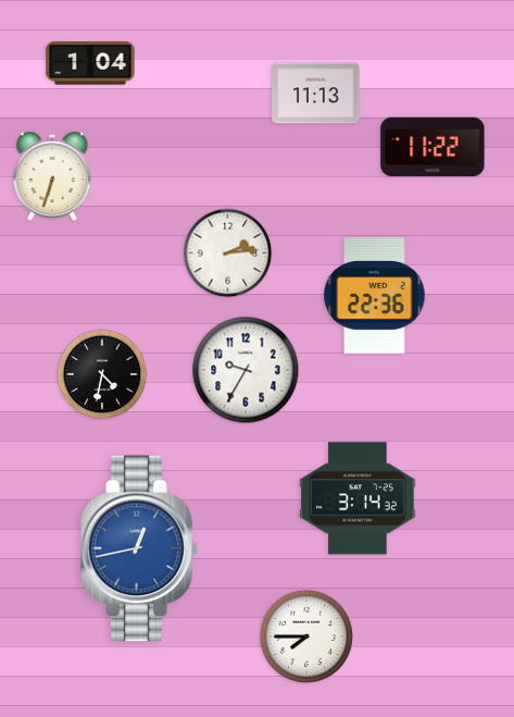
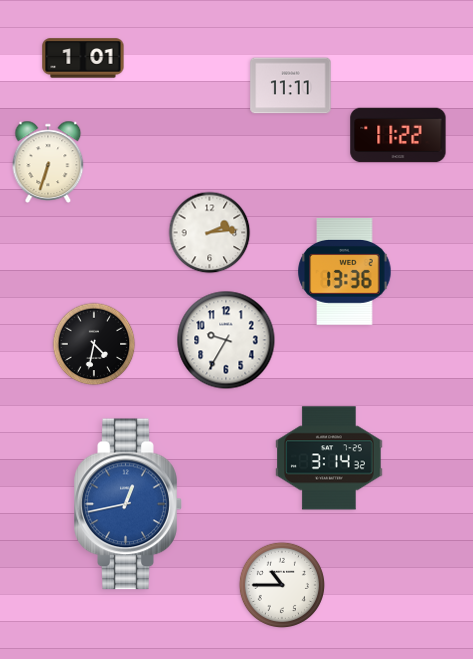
clock at (90, 63): 1:04 -> 1:01
clock at (316, 94): 11:13 -> 11:11
clock at (375, 296): 22:36 -> 13:36
clock at (305, 635): 7:45 -> 10:45
